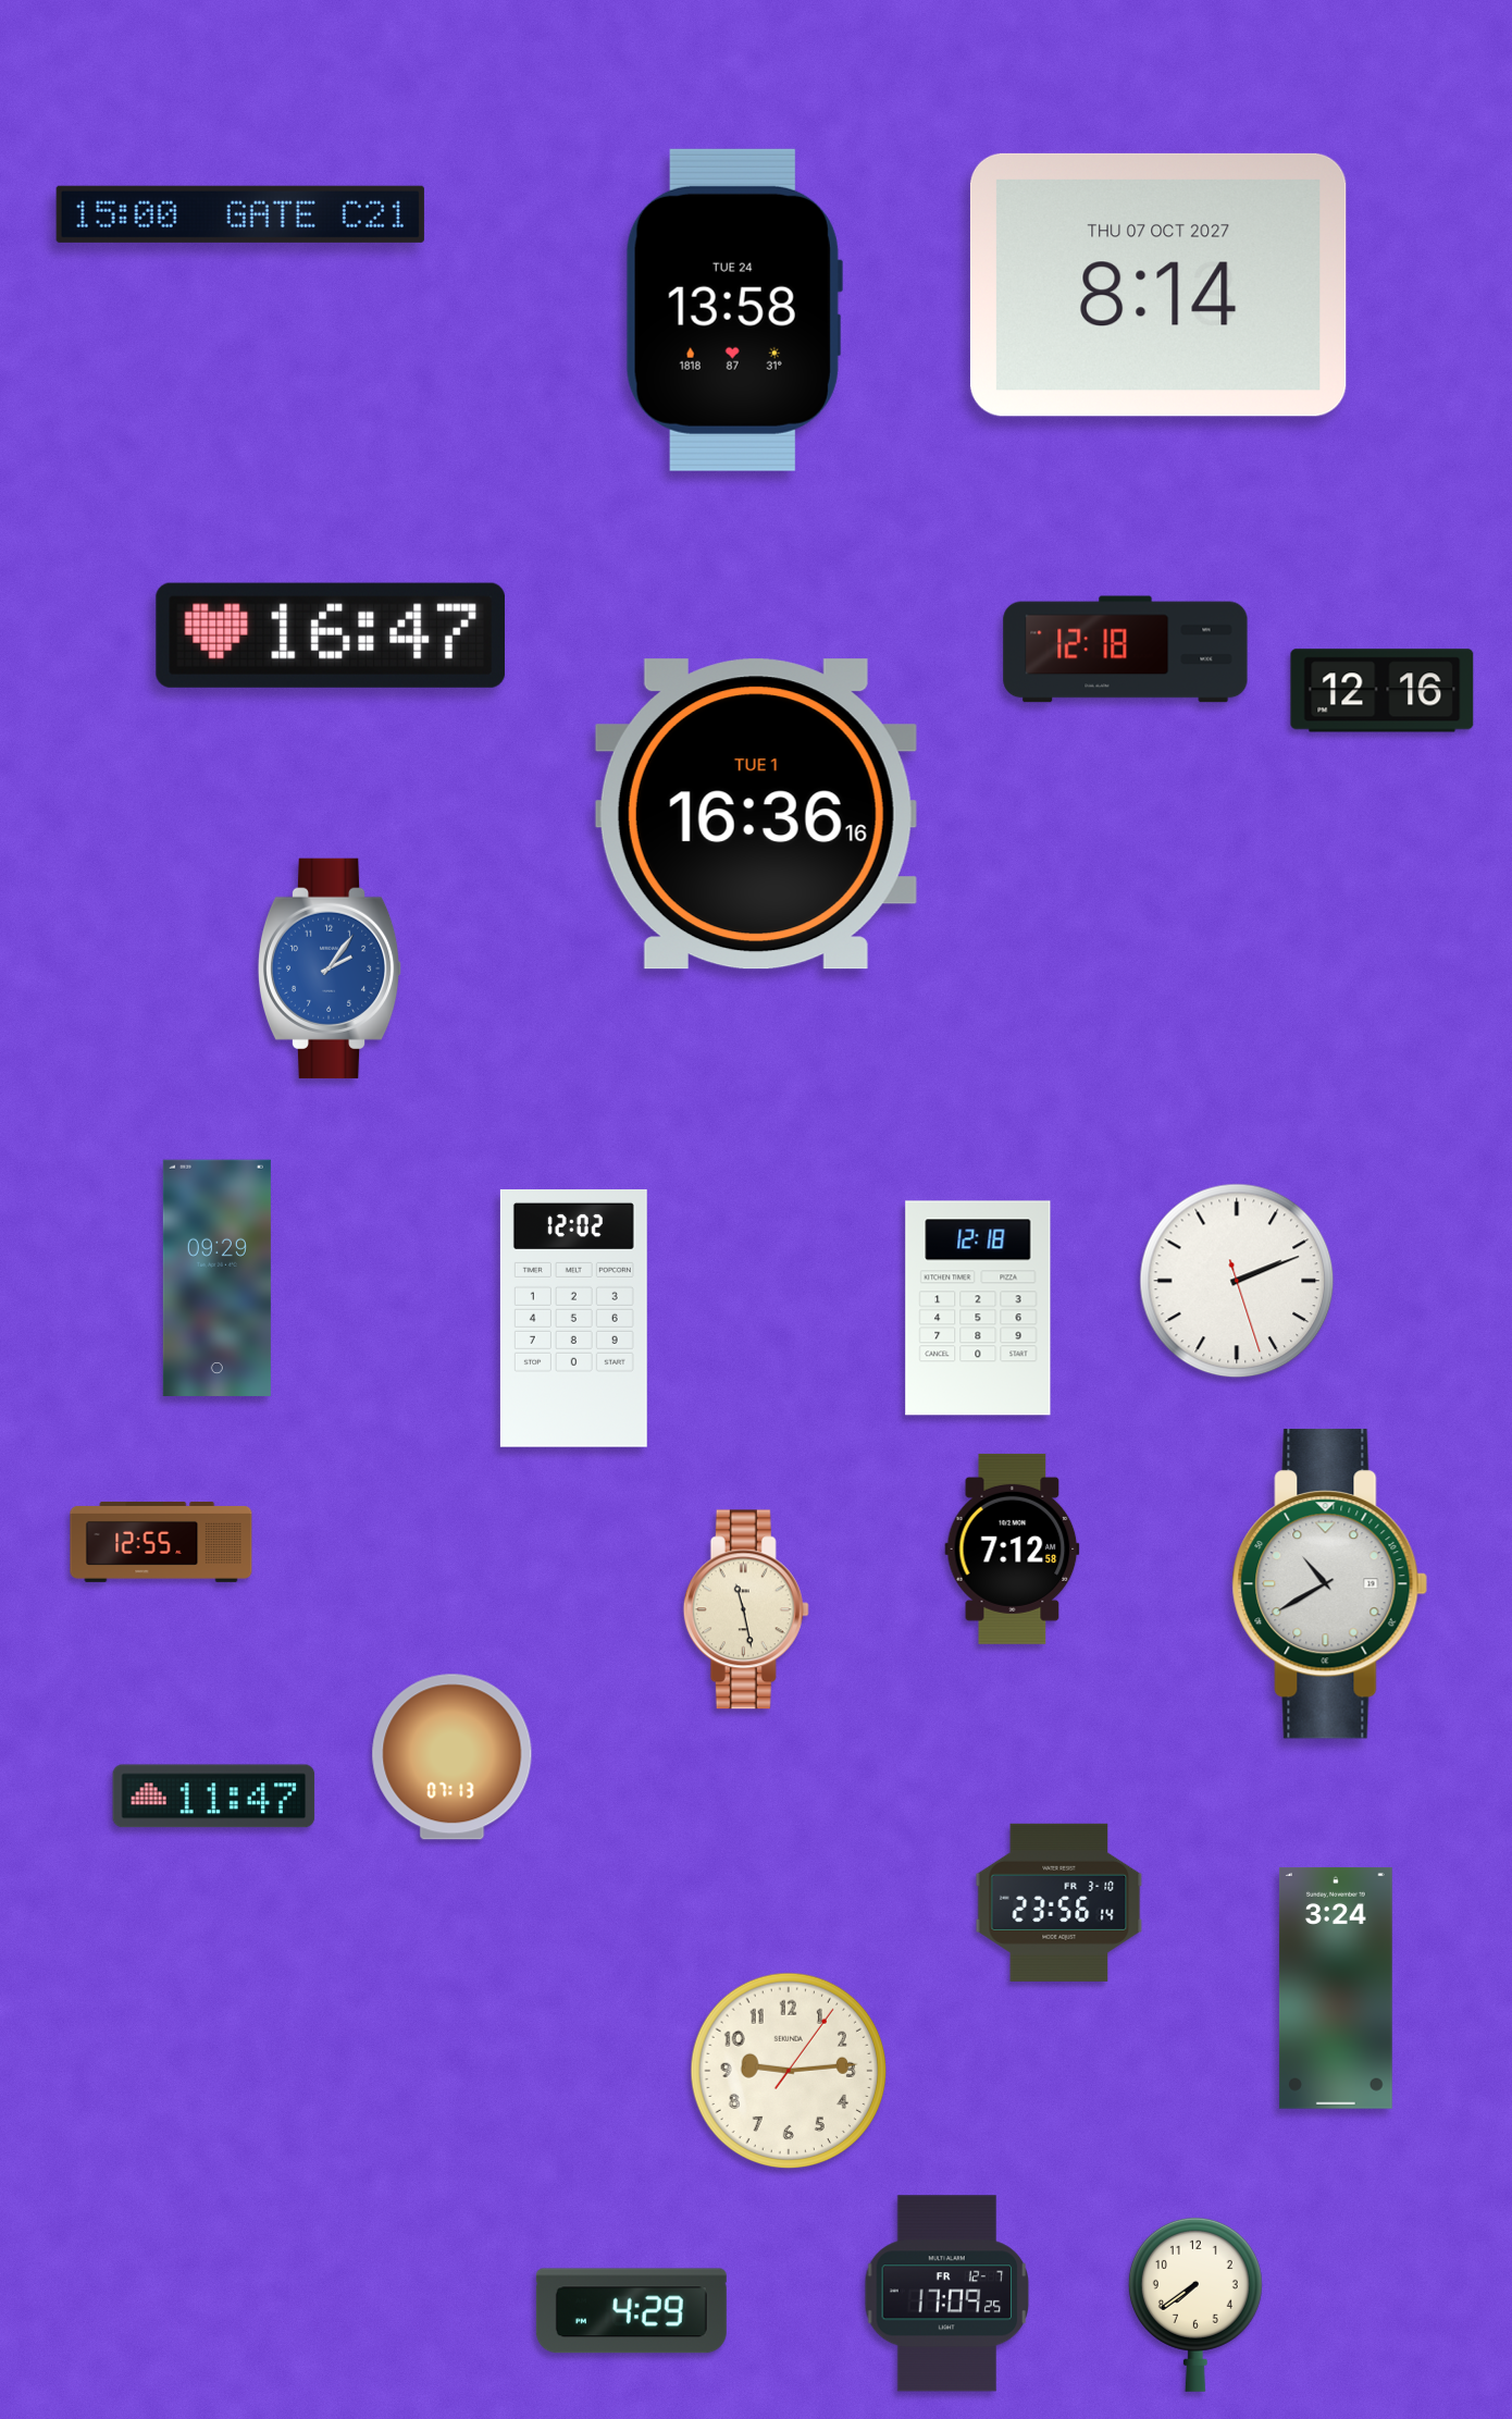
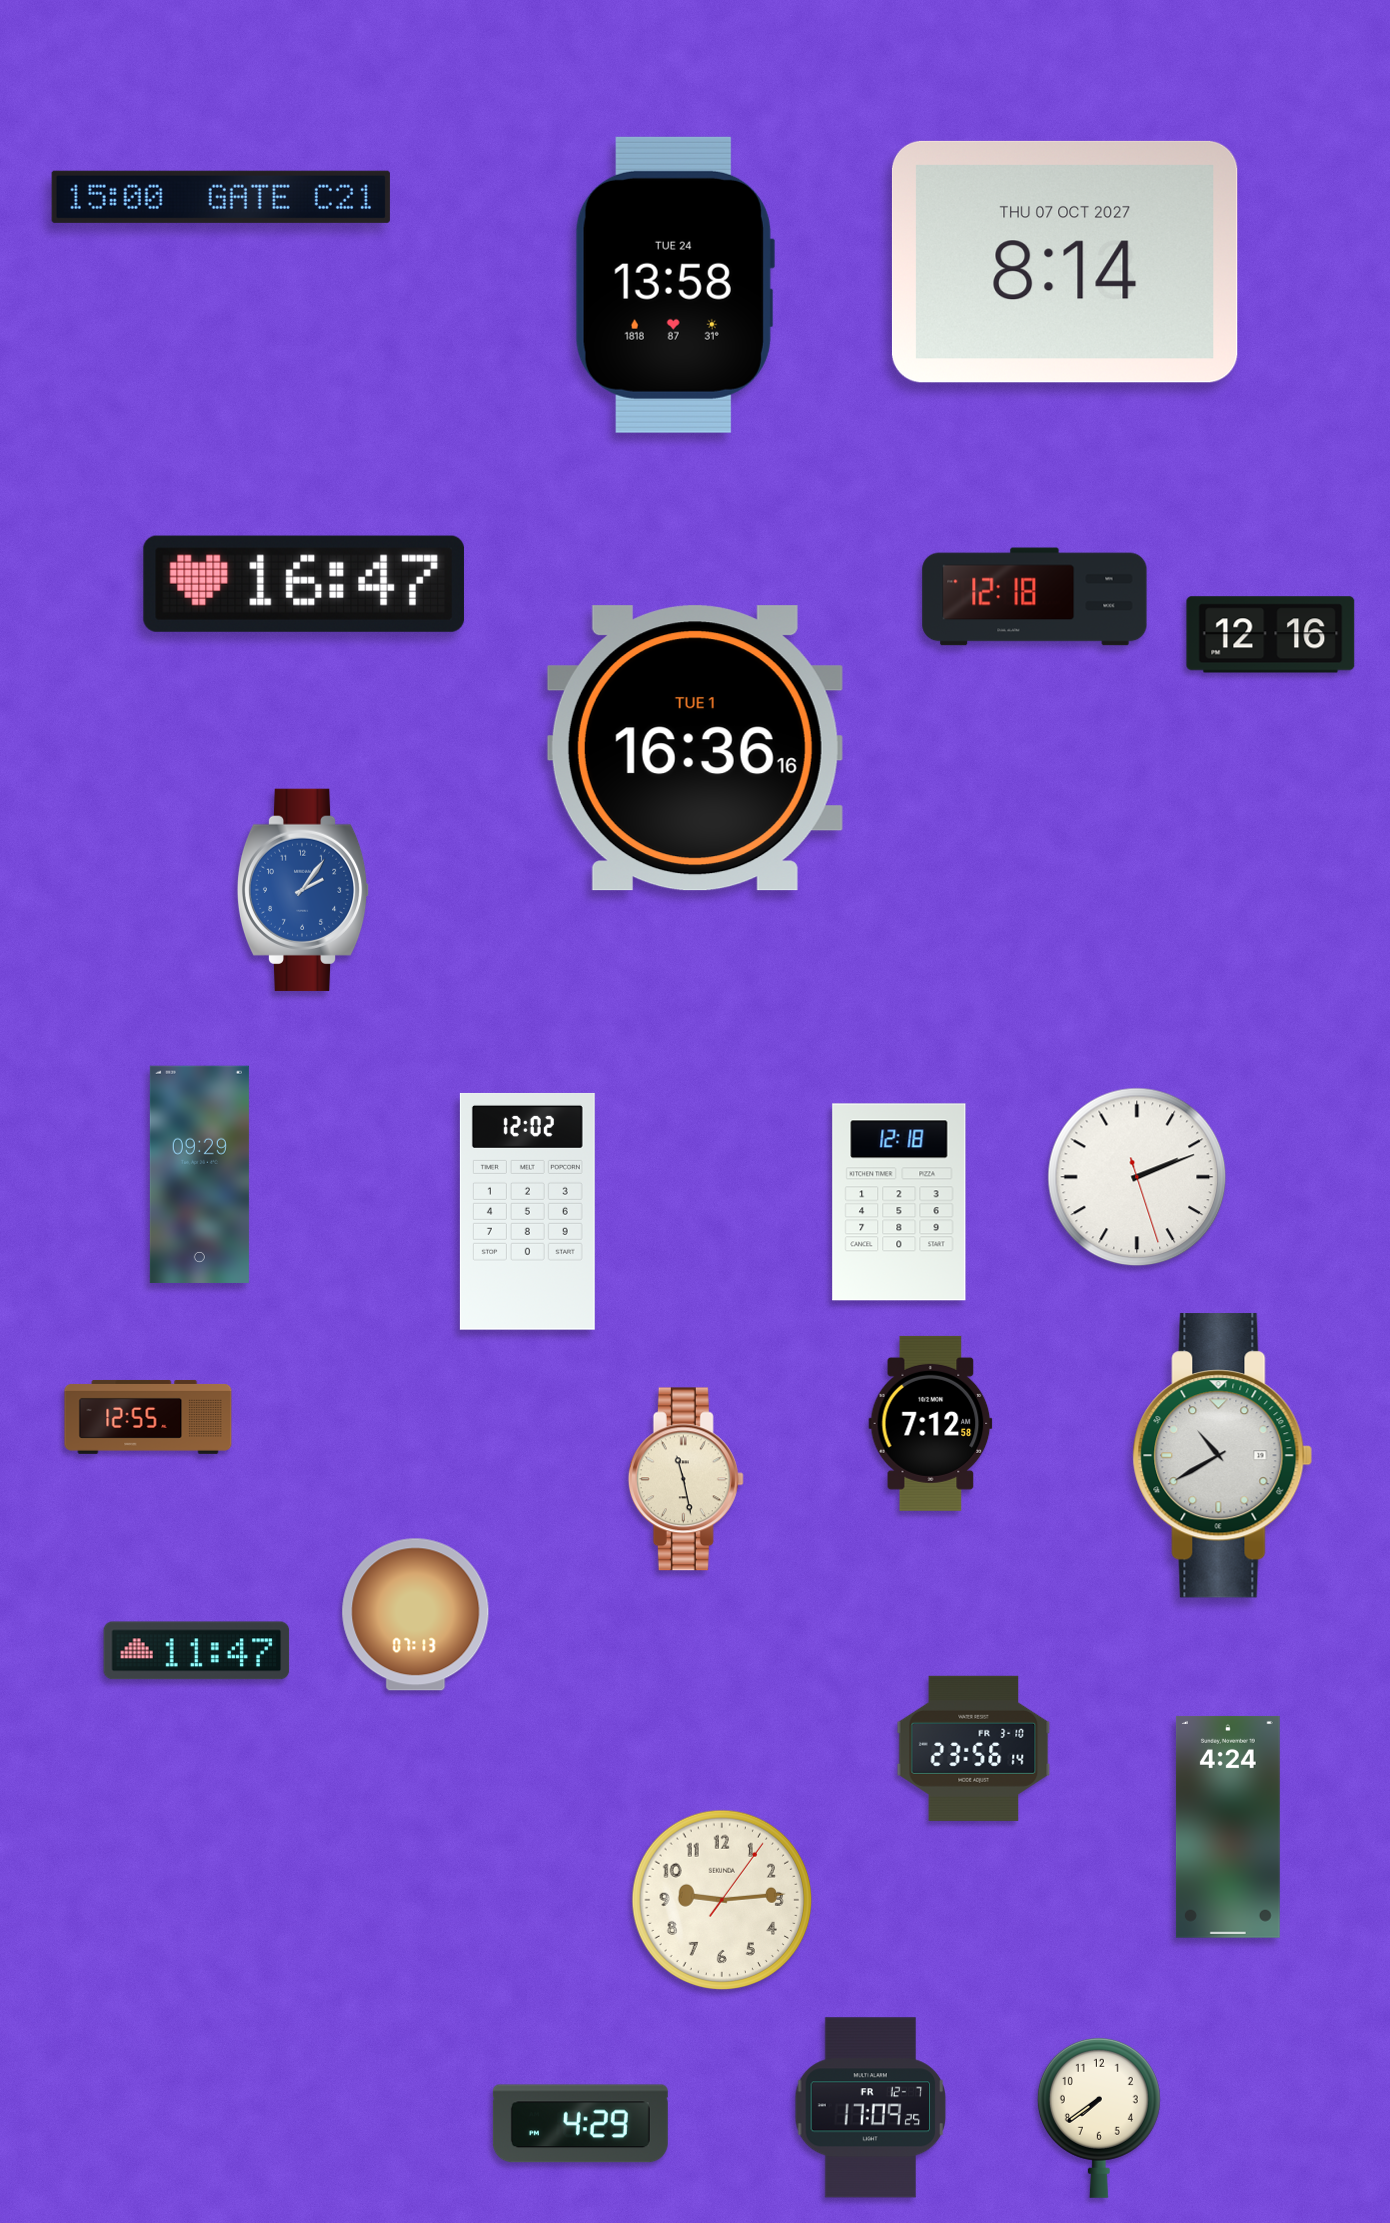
clock at (1336, 1988): 3:24 -> 4:24
clock at (789, 2071) position: (789, 2071) -> (722, 1900)
